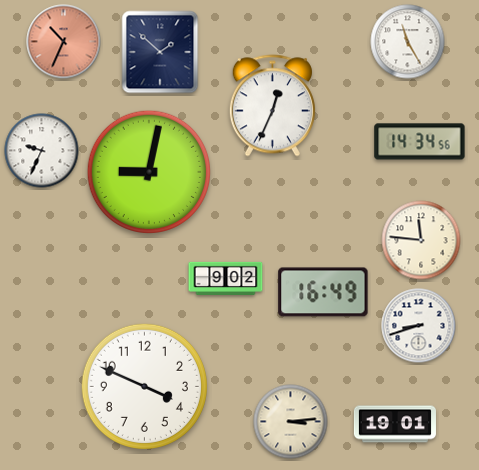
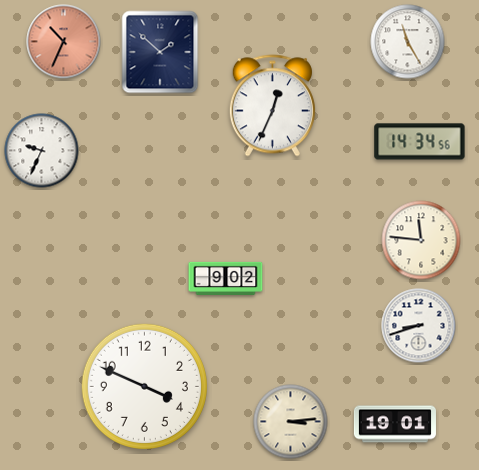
clock at (148, 171): 9:02 -> none
clock at (323, 292): 16:49 -> none
